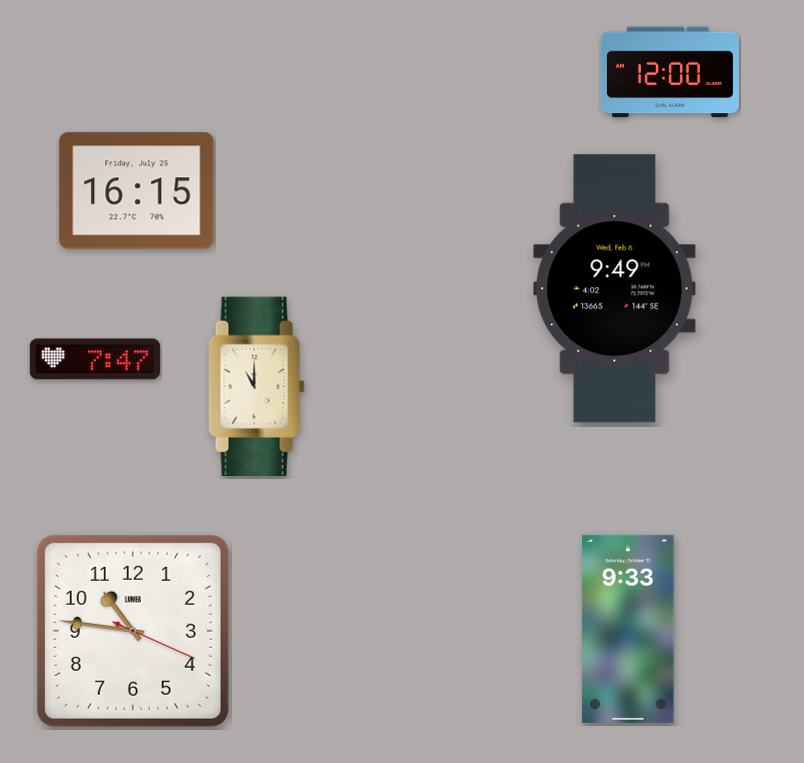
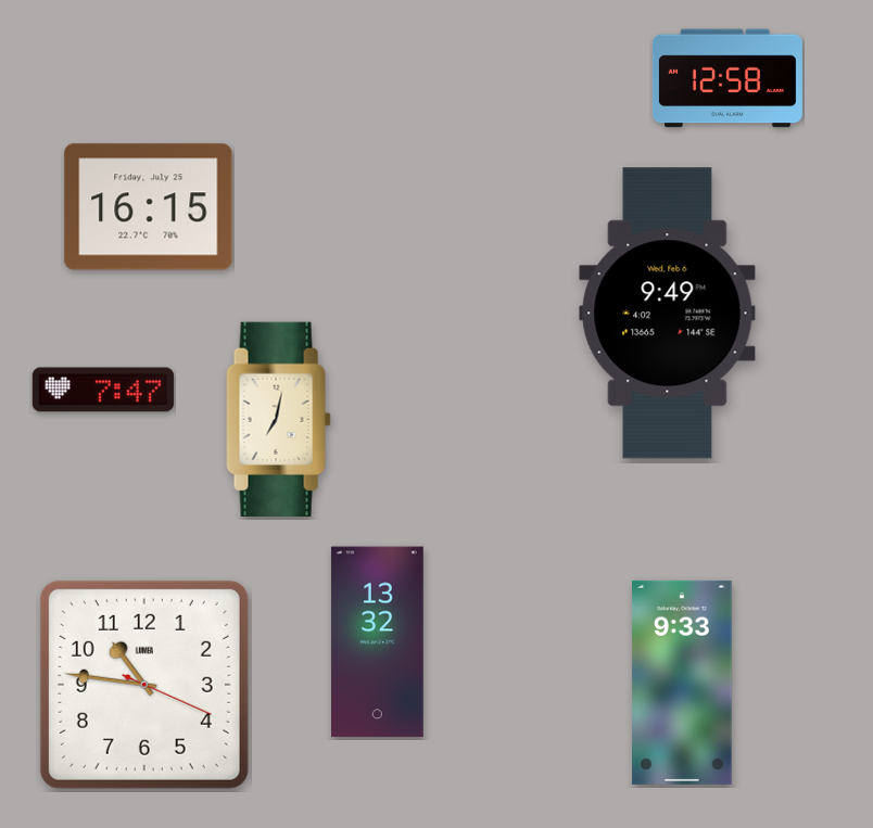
clock at (670, 72): 12:00 -> 12:58
clock at (257, 386): 11:00 -> 7:02
clock at (377, 642): none -> 13:32
